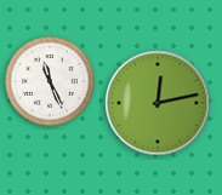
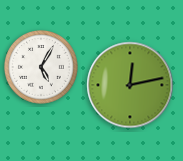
clock at (51, 82): 11:26 -> 5:05
